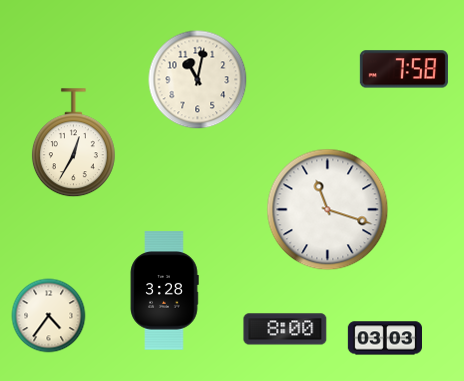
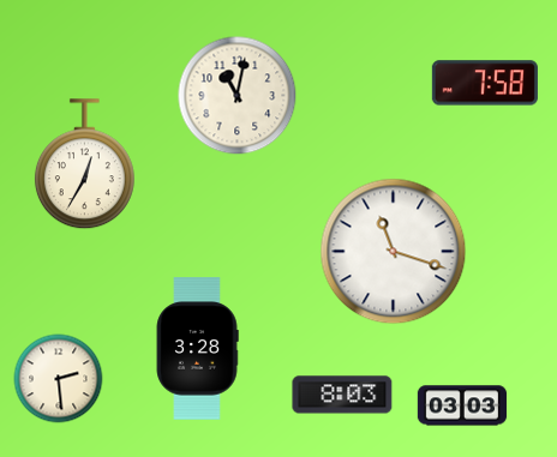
clock at (73, 143) position: (73, 143) -> (84, 164)
clock at (49, 316): 4:36 -> 2:29
clock at (285, 329): 8:00 -> 8:03
